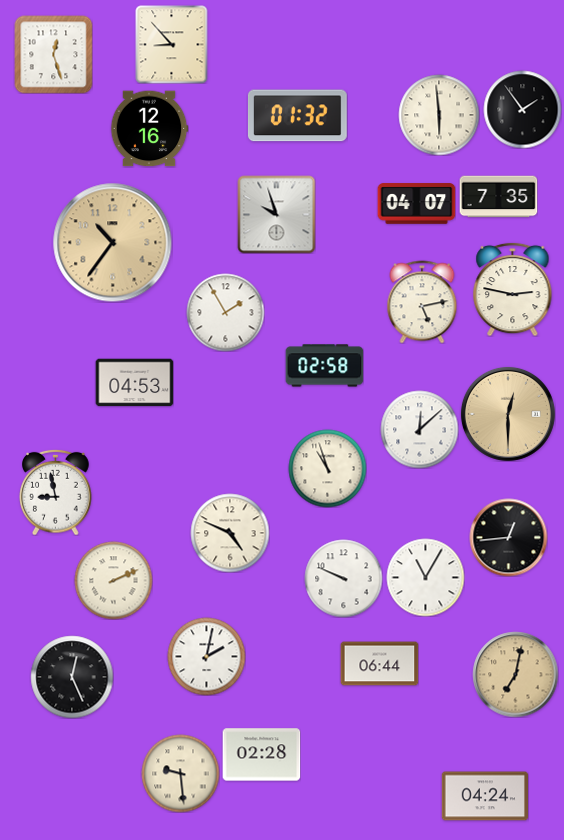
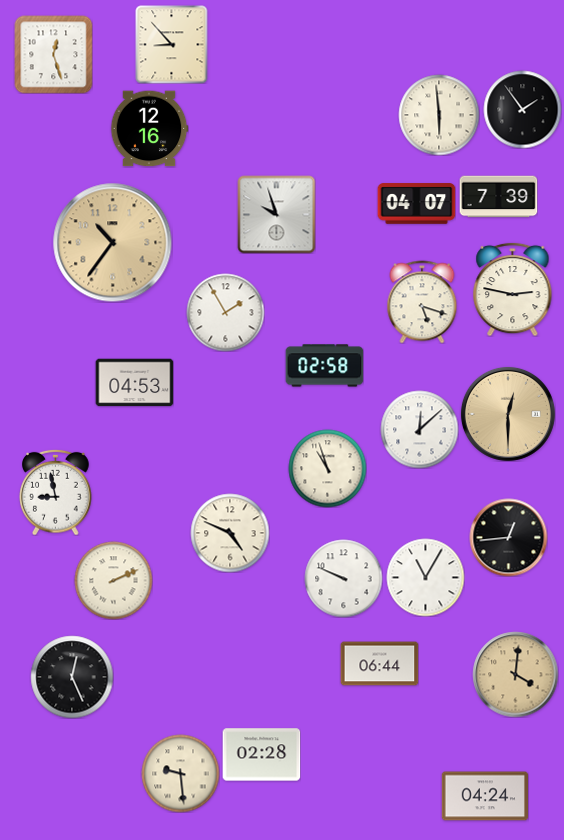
clock at (297, 116): 01:32 -> none
clock at (498, 197): 7:35 -> 7:39
clock at (422, 302): 5:13 -> 5:18
clock at (206, 656): 2:02 -> none
clock at (515, 674): 7:02 -> 4:01
